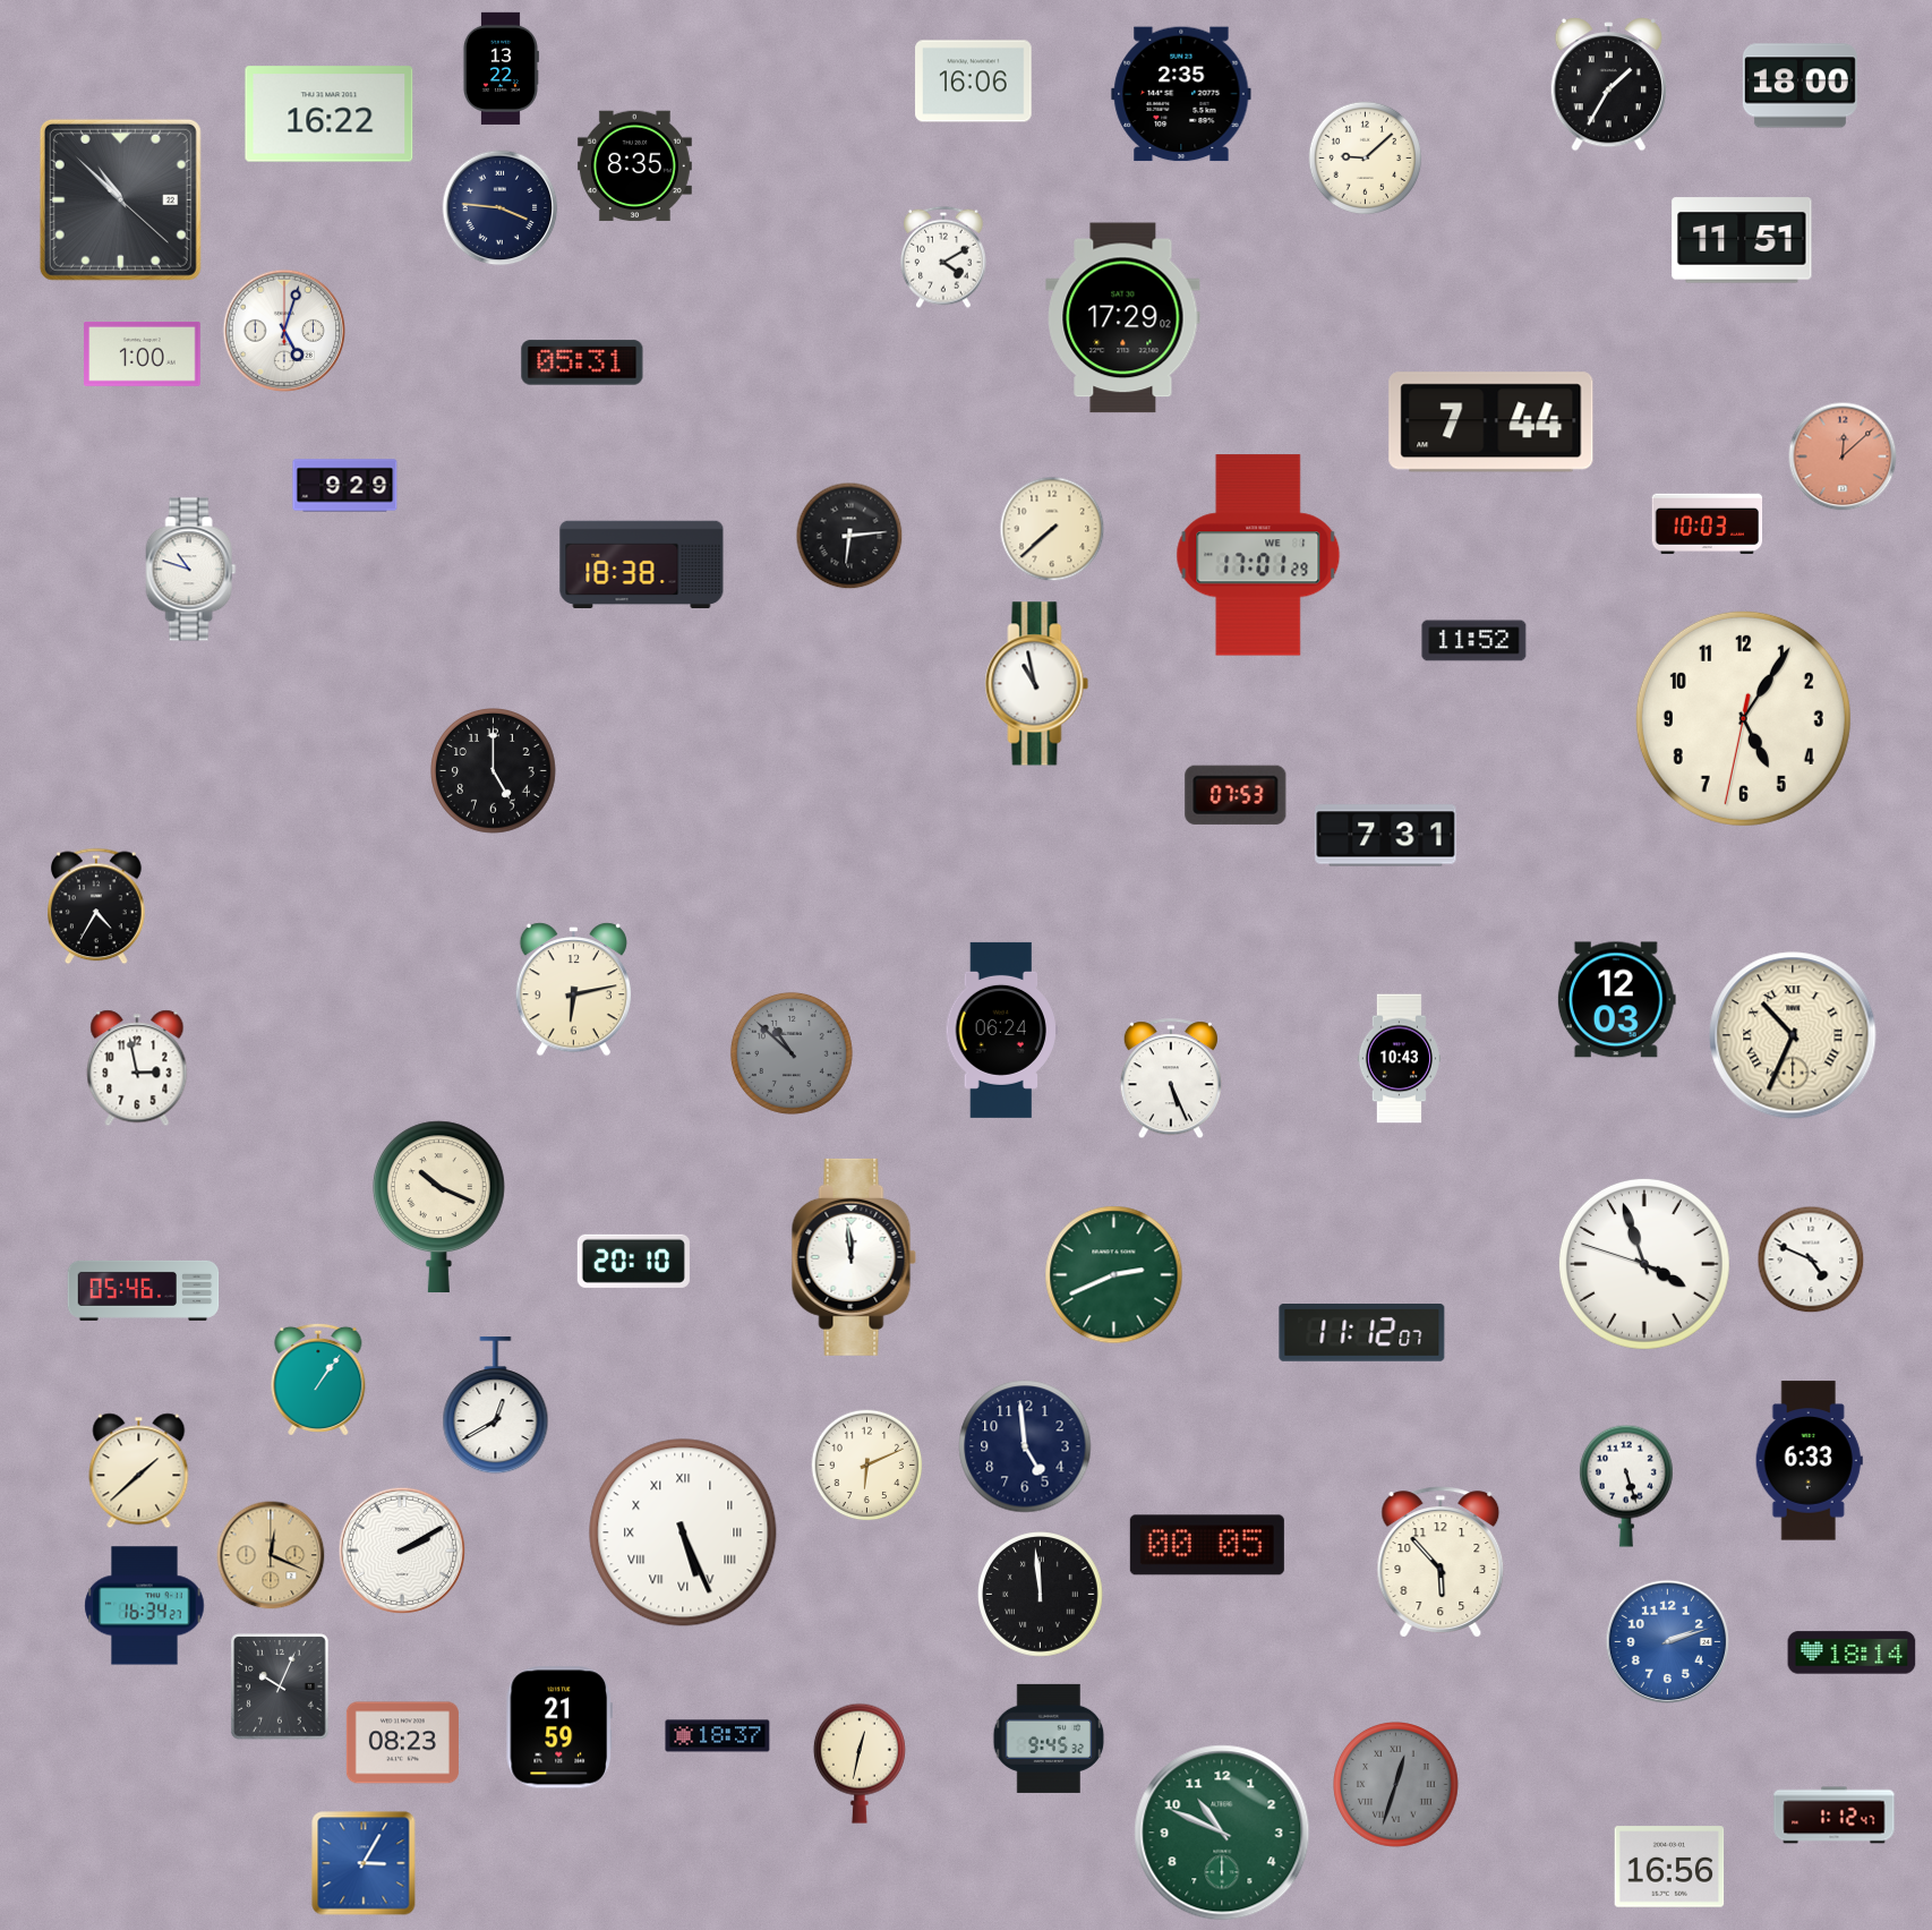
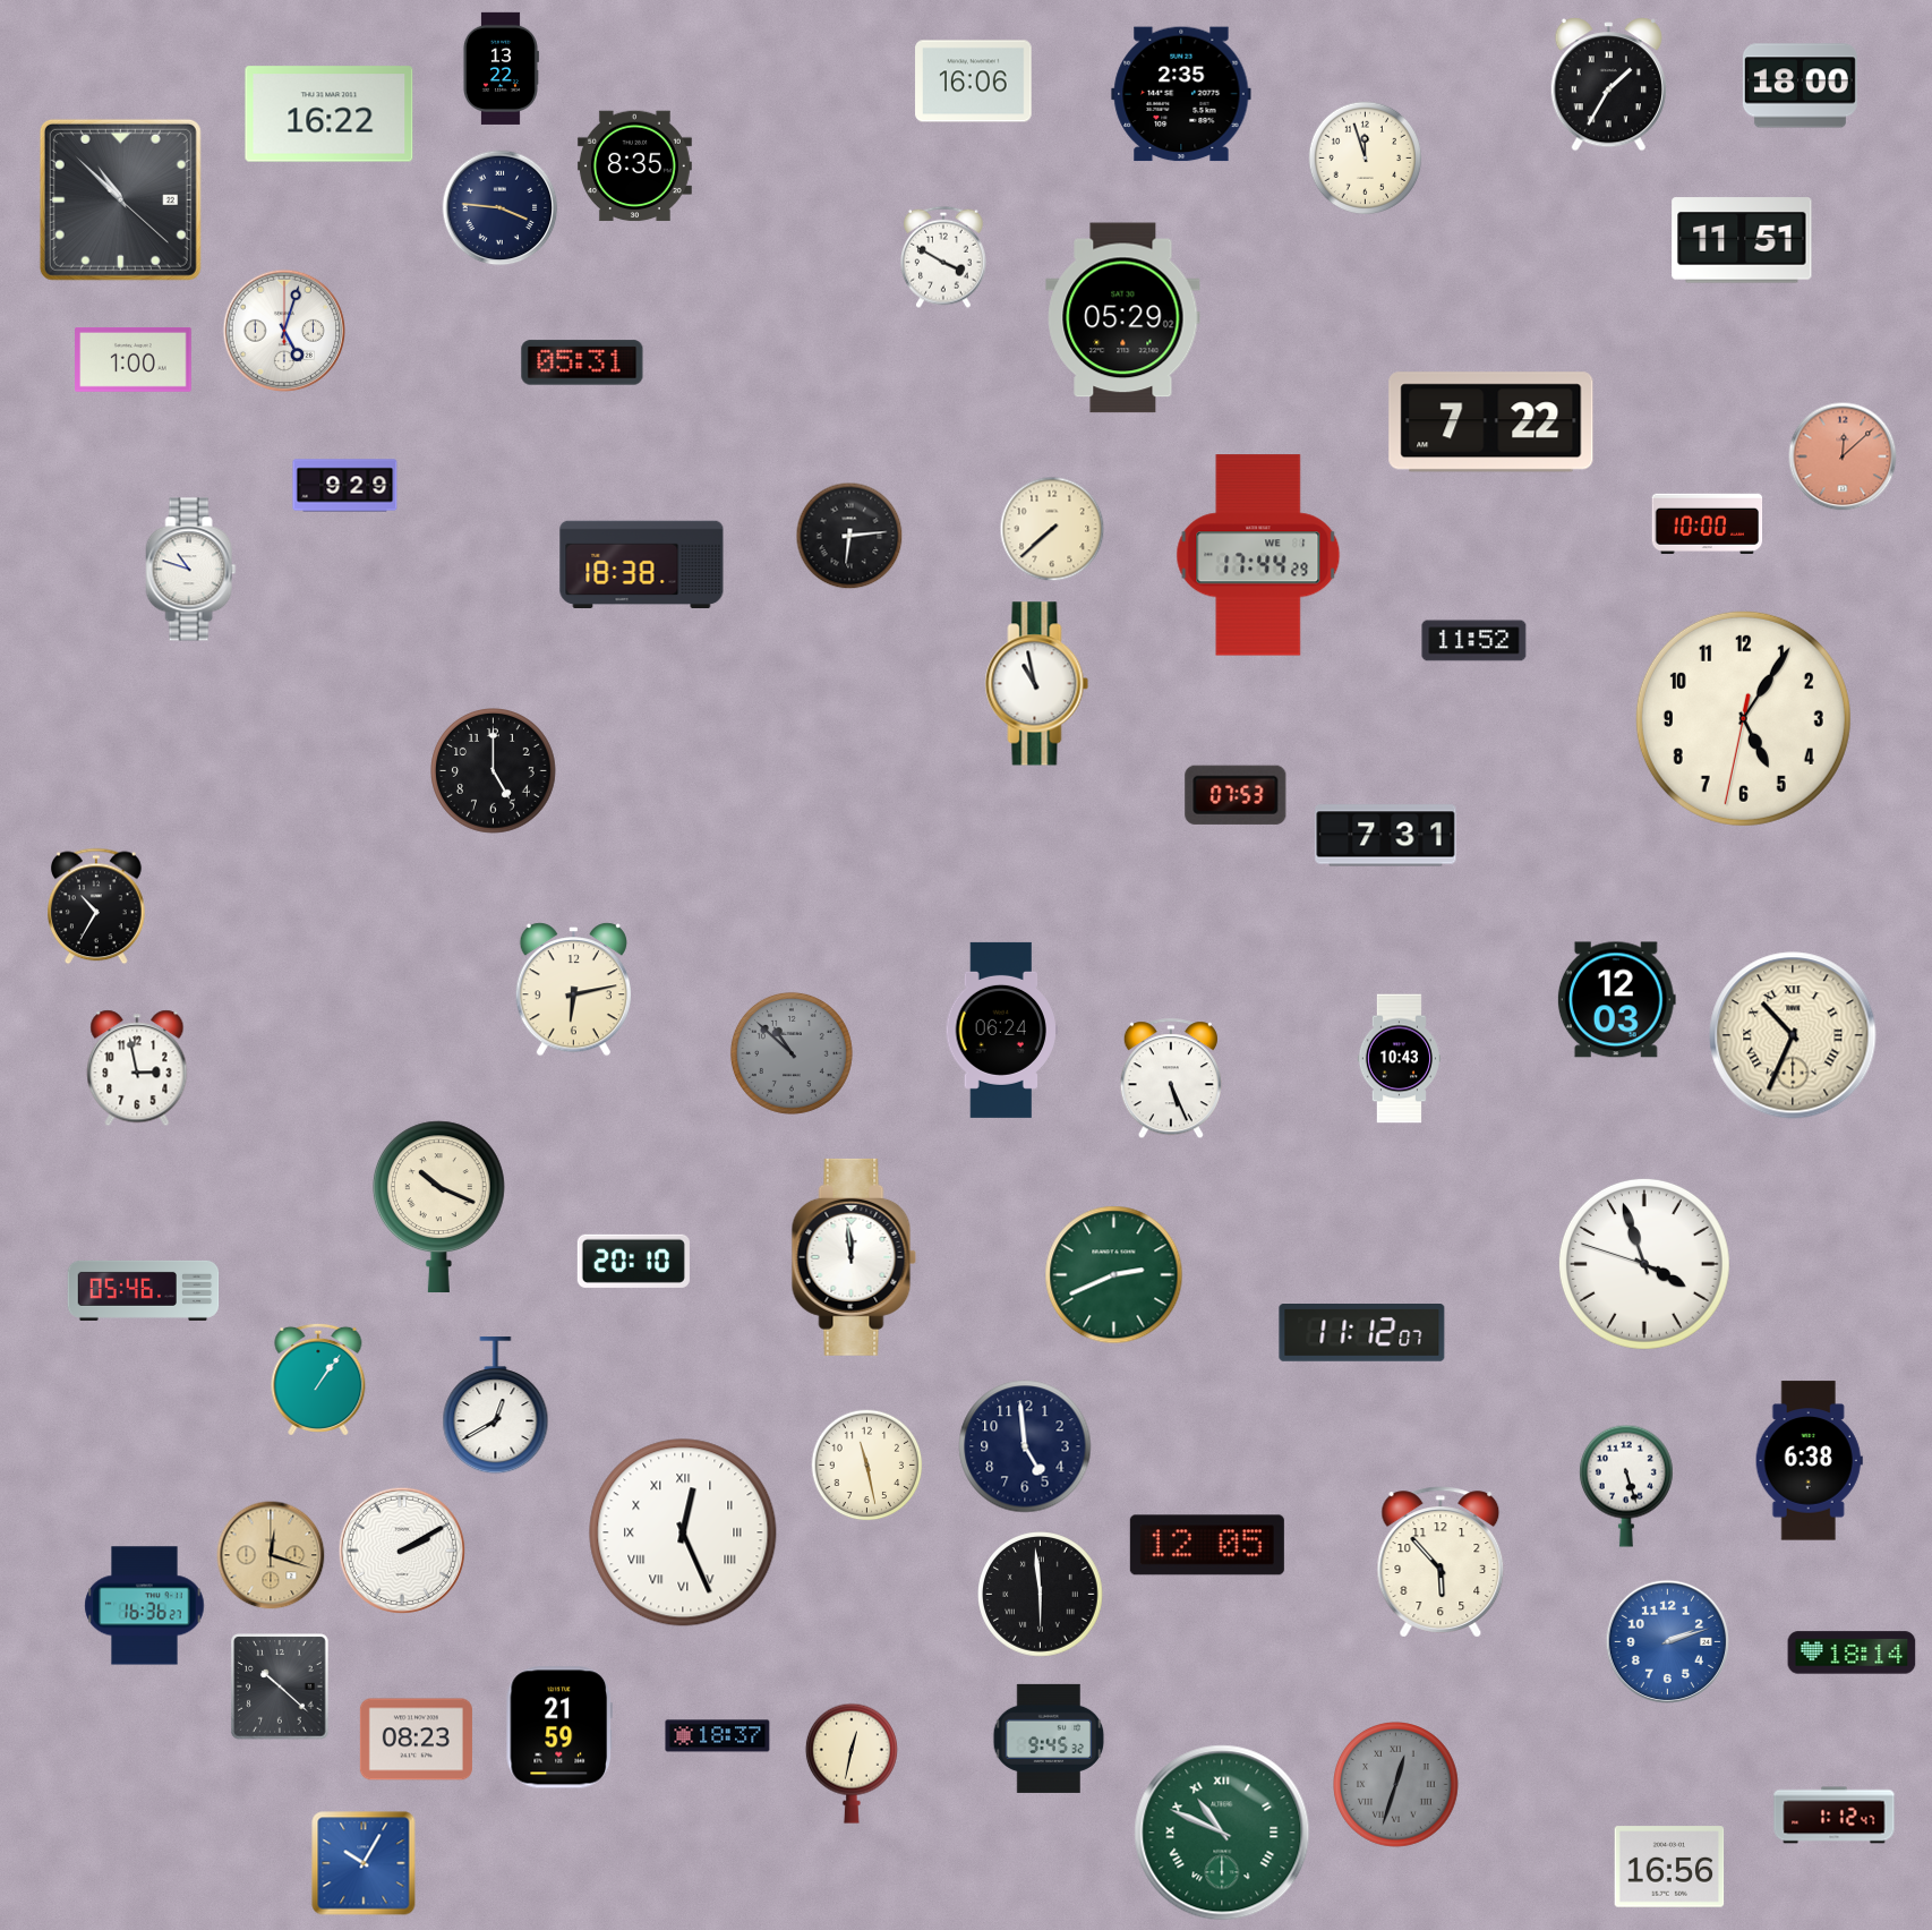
clock at (1366, 159): 9:08 -> 11:57
clock at (943, 257): 4:10 -> 3:50
clock at (1123, 318): 17:29 -> 05:29
clock at (143, 355) position: (143, 355) -> (134, 360)
clock at (1491, 422): 7:44 -> 7:22
clock at (1708, 523): 10:03 -> 10:00
clock at (1258, 555): 17:01 -> 17:44
clock at (97, 906): 4:35 -> 10:35
clock at (1811, 1259): 4:49 -> none
clock at (1809, 1461): 6:33 -> 6:38
clock at (867, 1466): 6:11 -> 11:28
clock at (139, 1471): 1:38 -> none
clock at (683, 1532): 5:26 -> 12:26
clock at (1207, 1545): 00:05 -> 12:05
clock at (271, 1555): 12:19 -> 12:18
clock at (1041, 1595): 11:59 -> 5:59
clock at (145, 1606): 16:34 -> 16:36
clock at (280, 1686): 10:04 -> 10:22
clock at (402, 1743) position: (402, 1743) -> (416, 1740)
clock at (860, 1764) position: (860, 1764) -> (852, 1764)
clock at (1222, 1833) numerals: Arabic -> Roman
clock at (364, 1863): 3:05 -> 10:05
